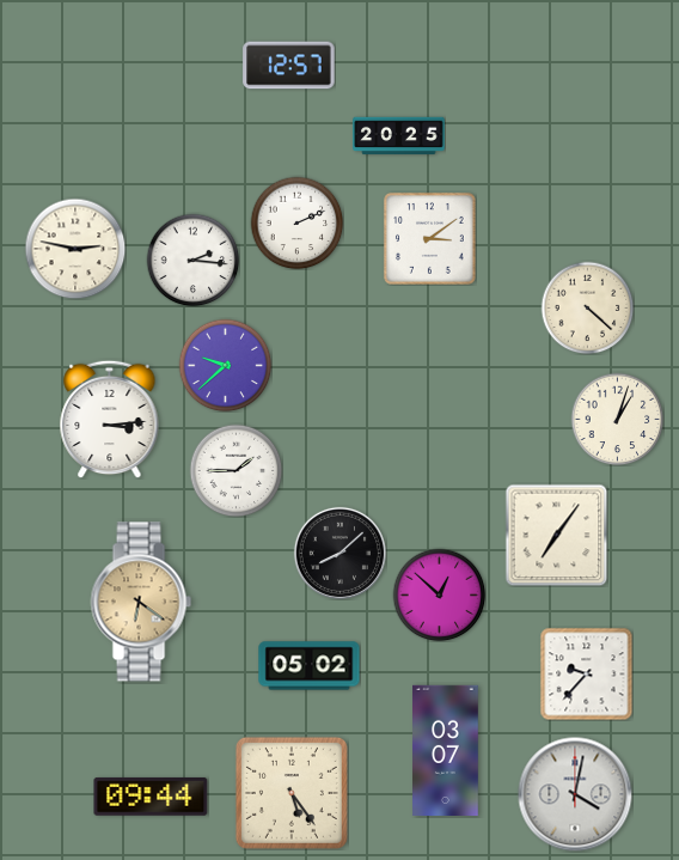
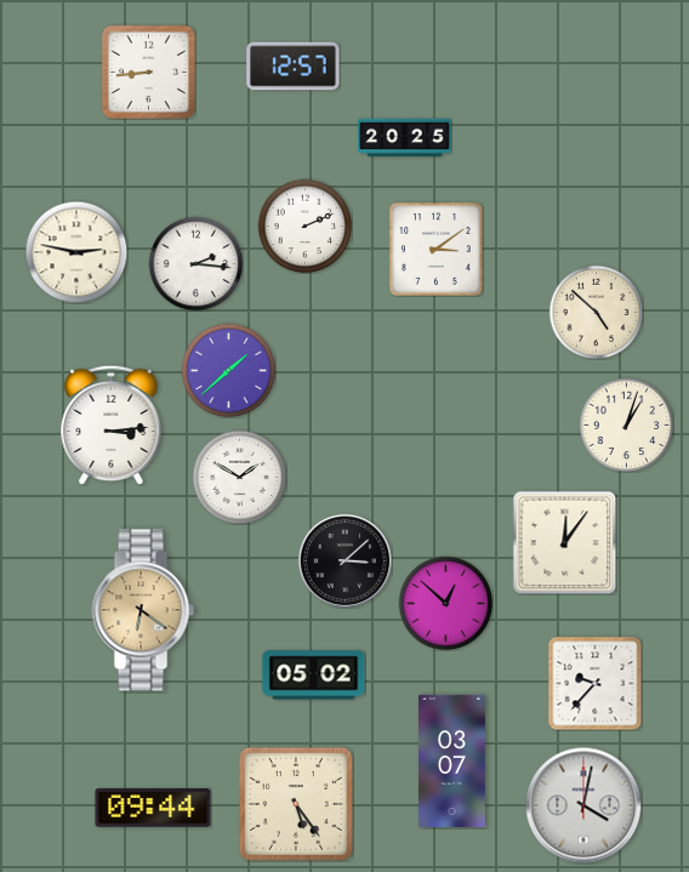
clock at (148, 72): none -> 8:44
clock at (296, 222) position: (296, 222) -> (304, 226)
clock at (430, 239) position: (430, 239) -> (437, 250)
clock at (587, 307): 4:22 -> 4:52
clock at (225, 365): 9:38 -> 1:38
clock at (235, 470): 1:45 -> 1:50
clock at (556, 535): 7:06 -> 12:06
clock at (339, 553): 8:08 -> 3:08
